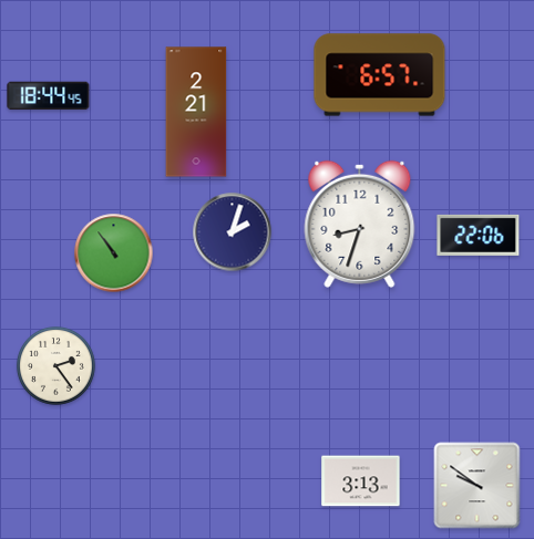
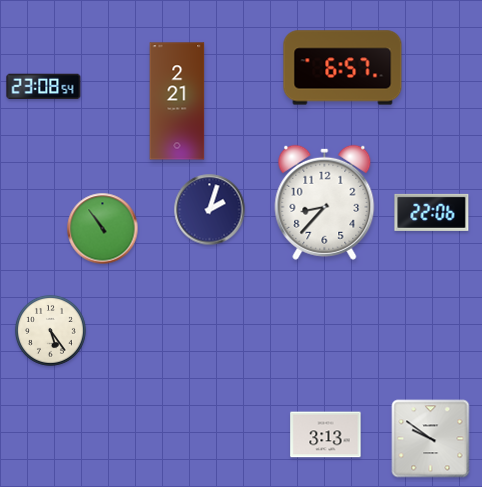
clock at (49, 96): 18:44 -> 23:08
clock at (360, 224): 8:33 -> 8:37
clock at (55, 365): 2:24 -> 5:24
